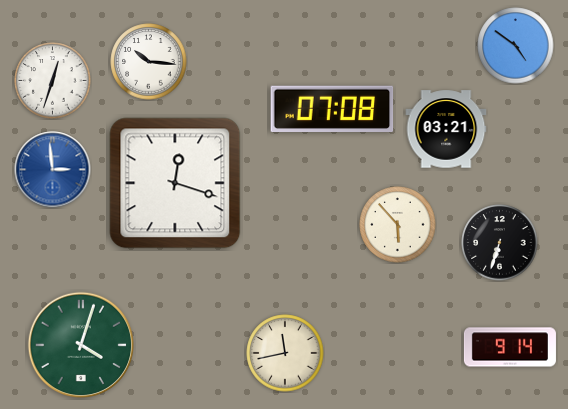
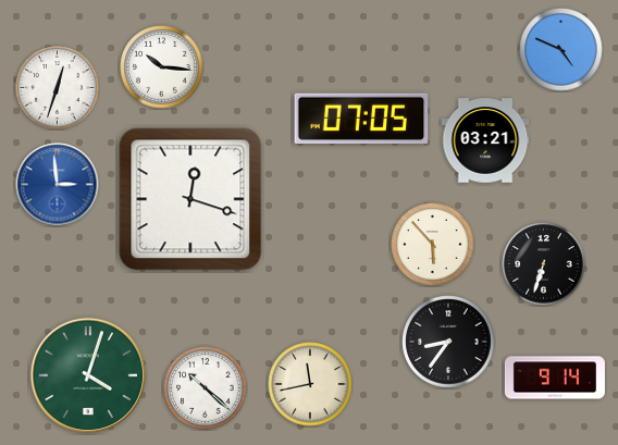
clock at (516, 46): 4:51 -> 4:49
clock at (332, 109): 07:08 -> 07:05
clock at (448, 342): none -> 8:36
clock at (206, 388): none -> 10:22
